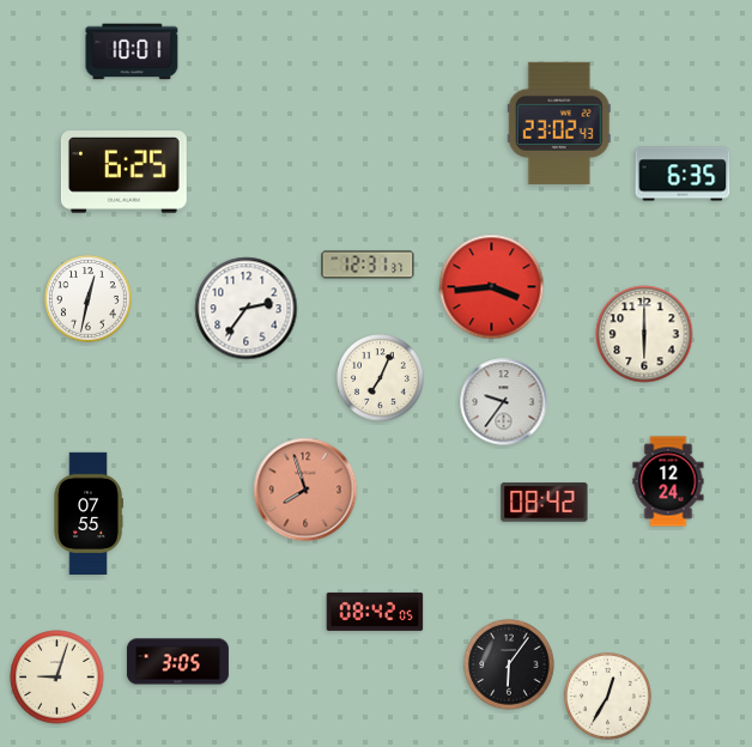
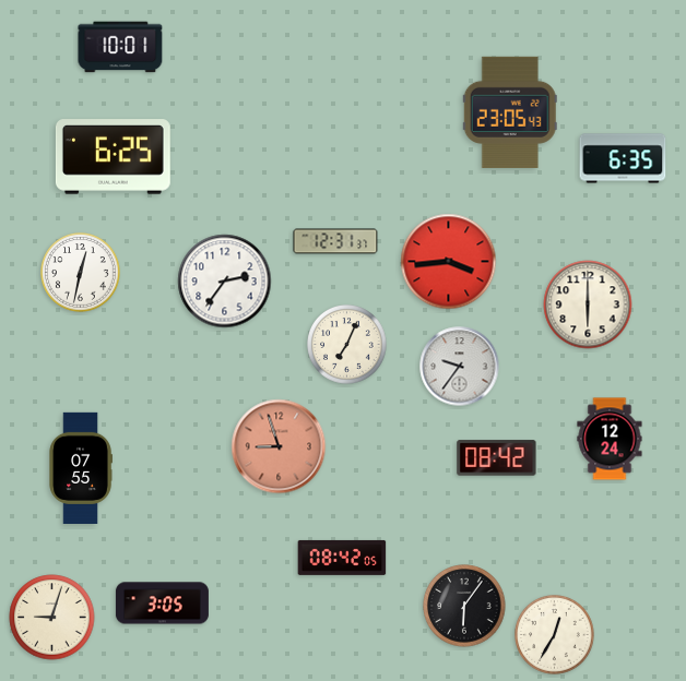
clock at (559, 123): 23:02 -> 23:05
clock at (305, 490): 7:57 -> 8:57
